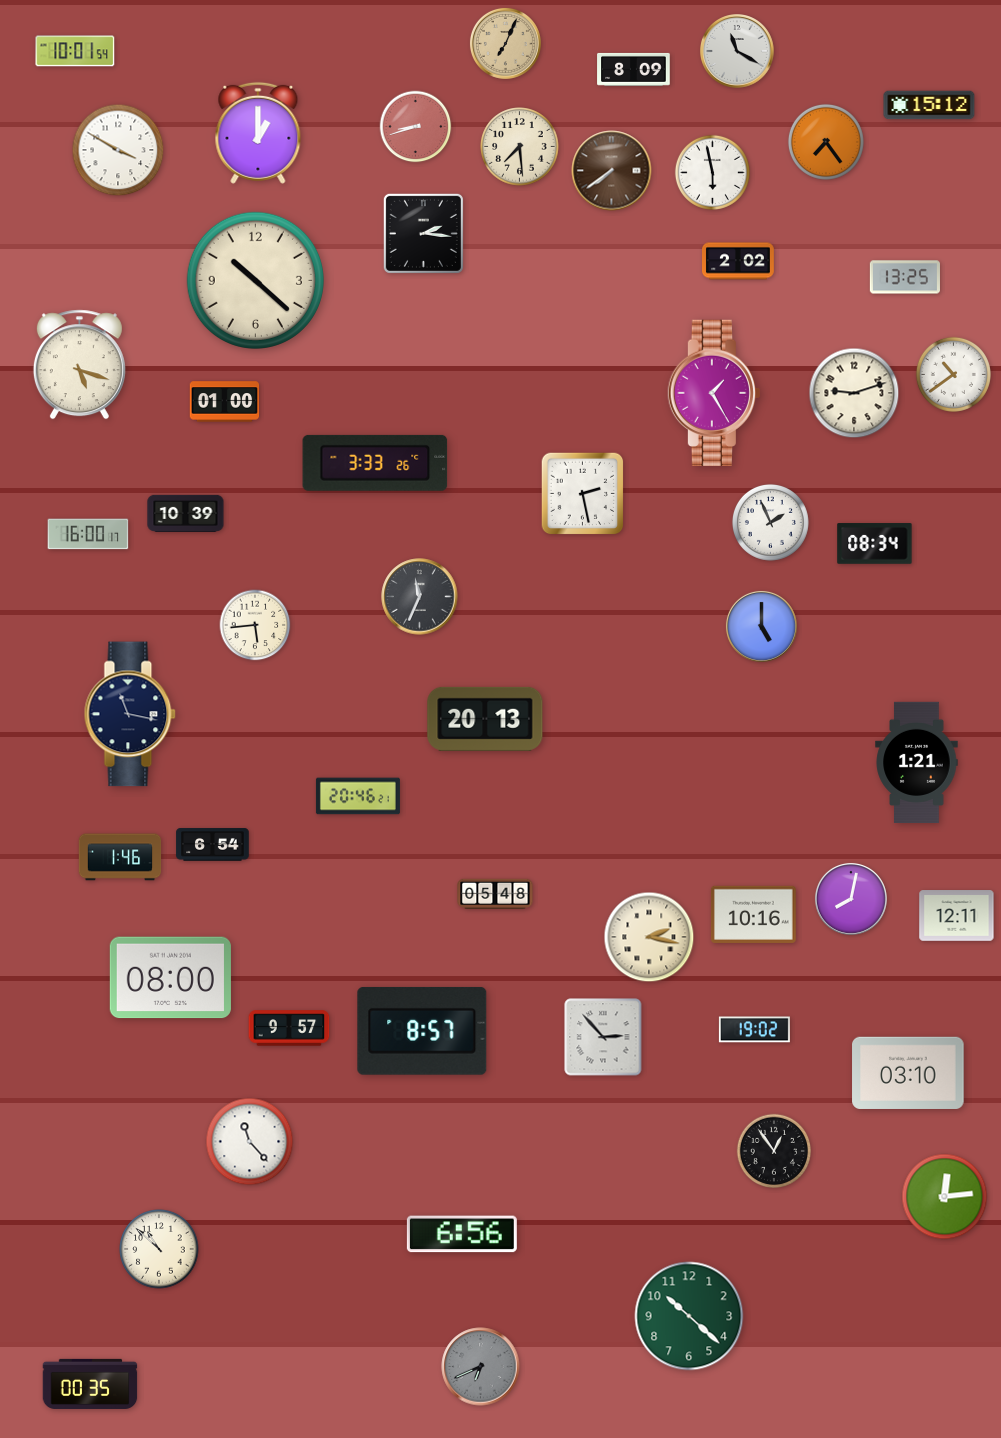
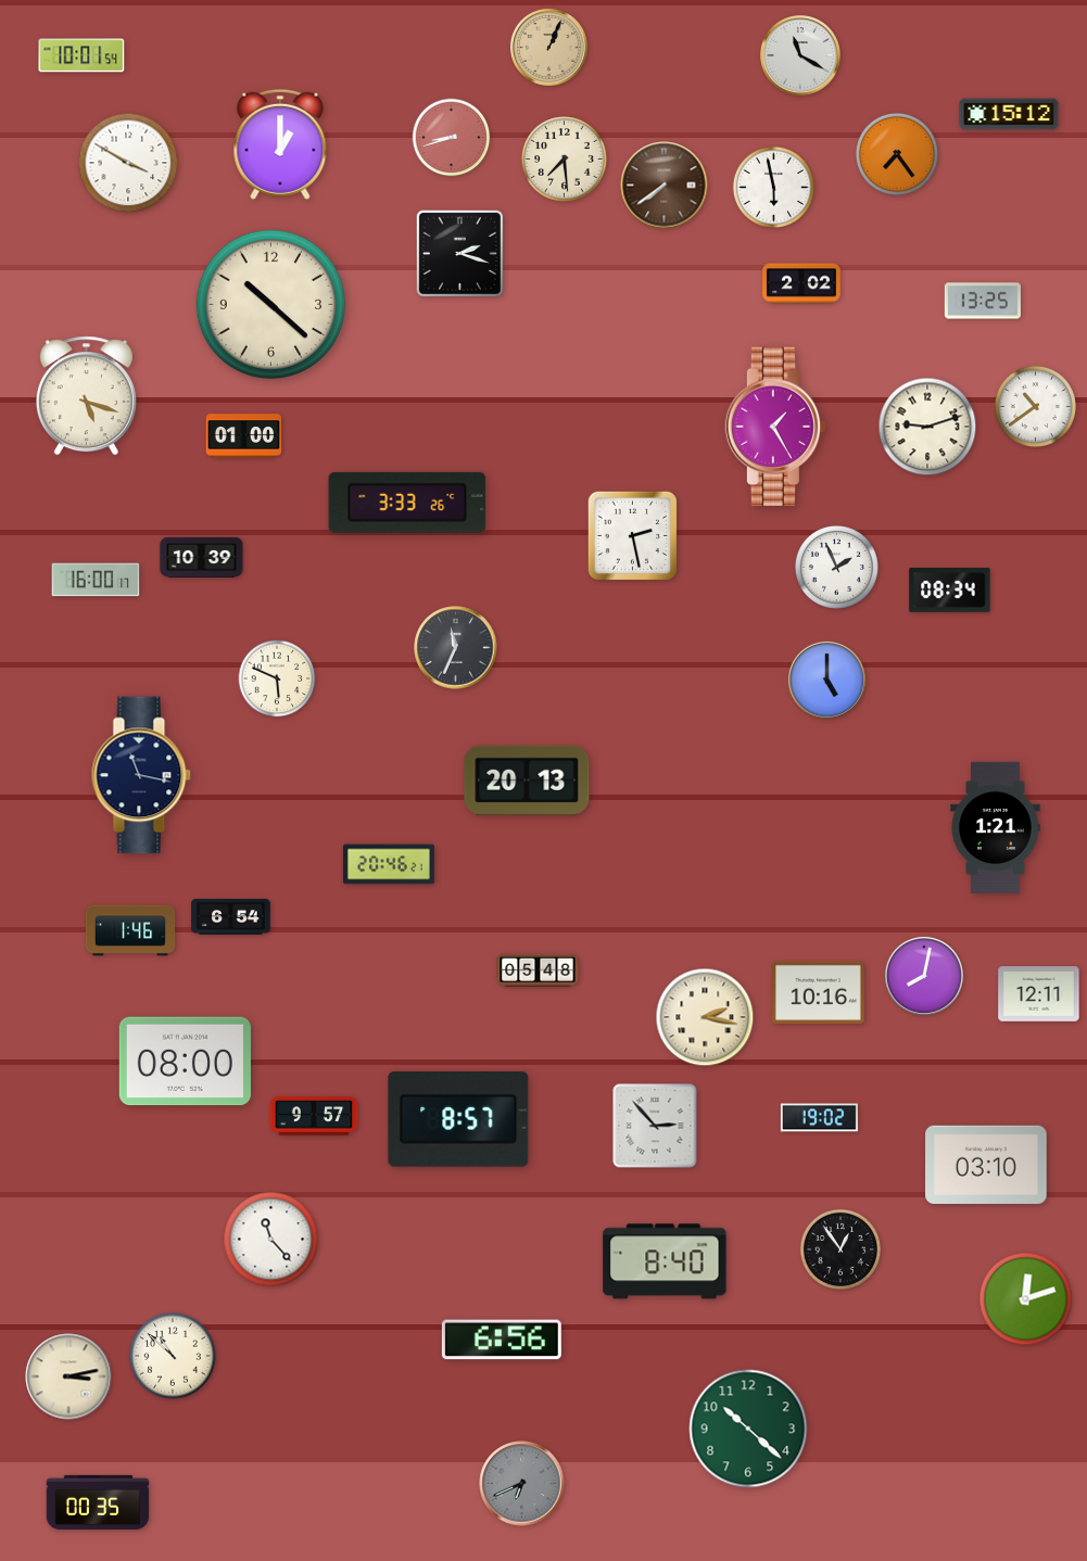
clock at (505, 43): 7:04 -> 1:04
clock at (634, 69): 8:09 -> none
clock at (423, 233): 2:16 -> 2:18
clock at (255, 280) position: (255, 280) -> (270, 304)
clock at (255, 625): 5:44 -> 5:49
clock at (665, 1261): none -> 8:40
clock at (945, 1197): 12:14 -> 12:12
clock at (68, 1376): none -> 3:13
